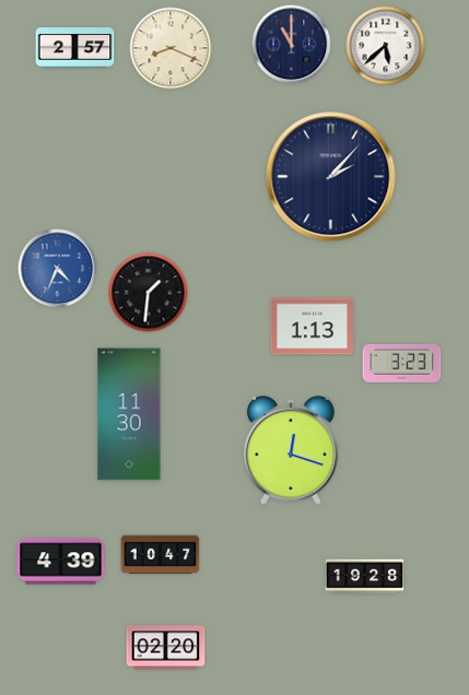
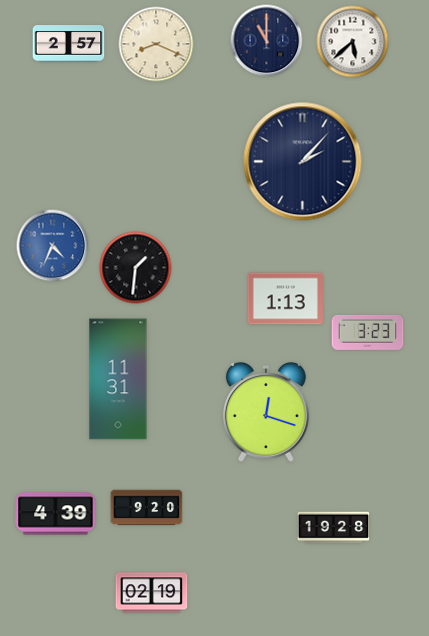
clock at (129, 414): 11:30 -> 11:31
clock at (161, 555): 10:47 -> 9:20
clock at (166, 648): 02:20 -> 02:19
